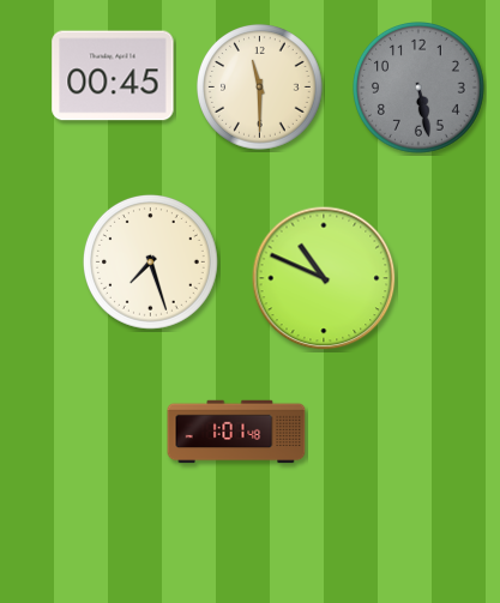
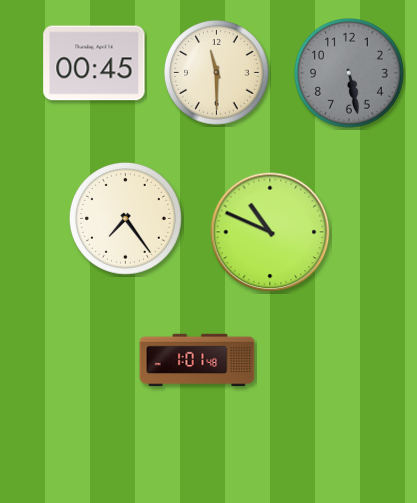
clock at (150, 261): 7:27 -> 7:24
